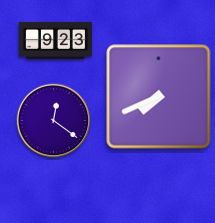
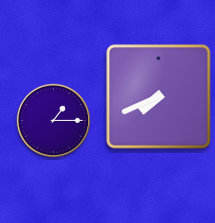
clock at (55, 40): 9:23 -> none
clock at (54, 121): 12:21 -> 1:15
